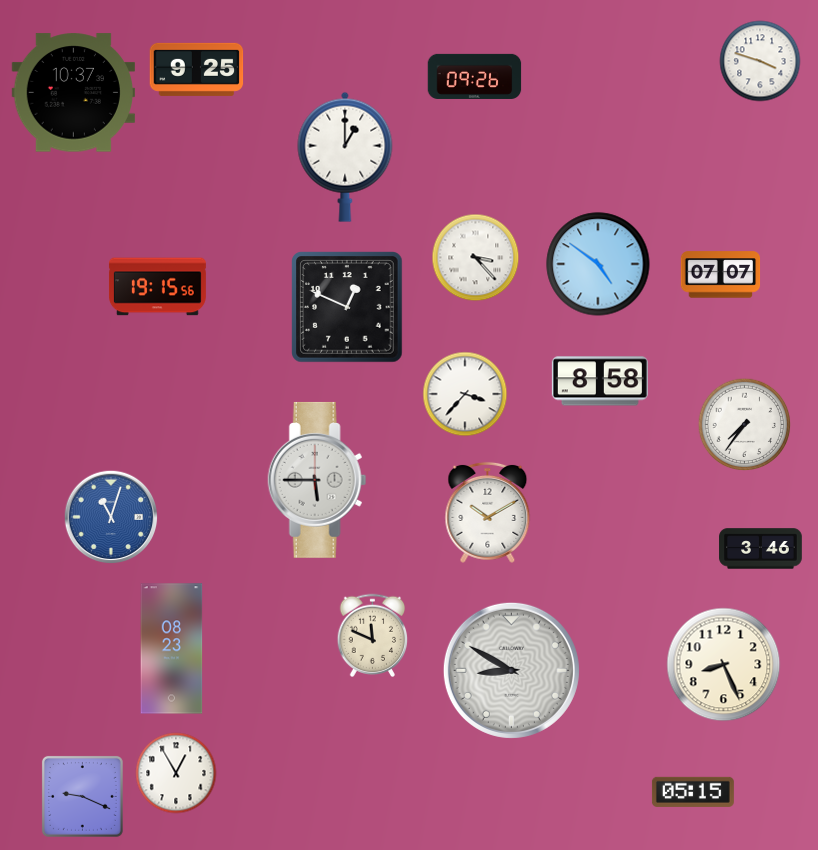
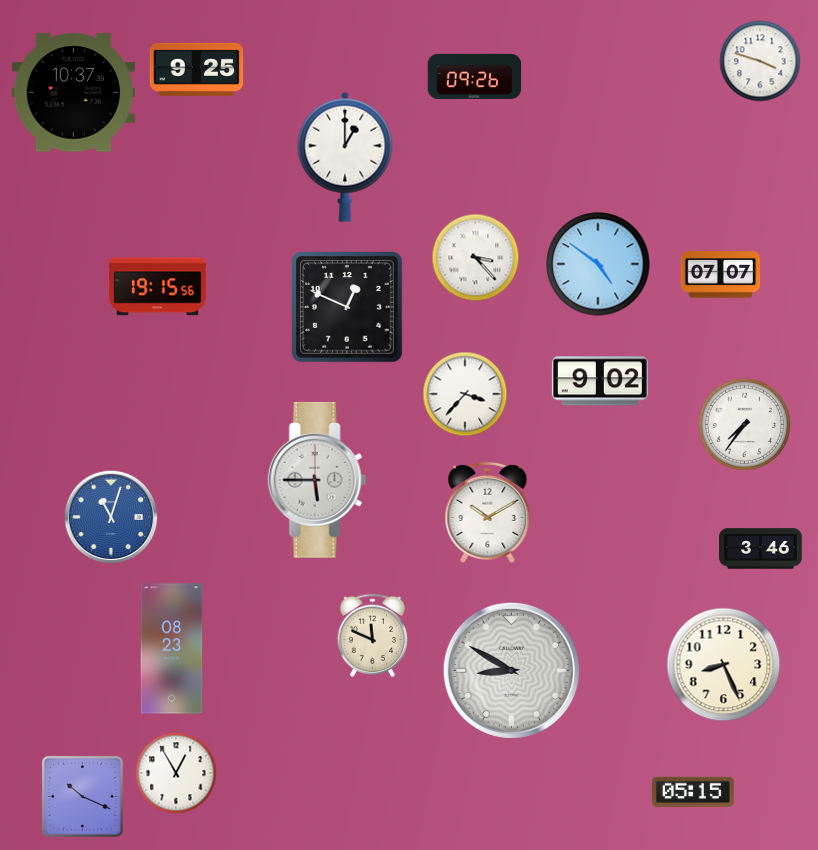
clock at (600, 381): 8:58 -> 9:02
clock at (82, 796): 9:19 -> 10:19
